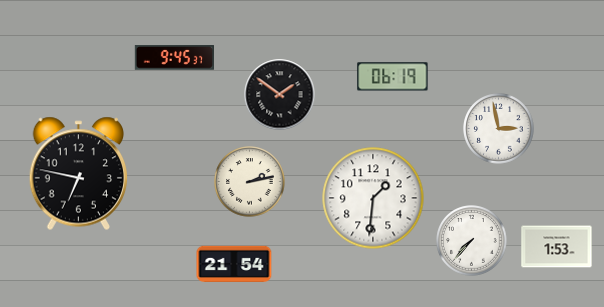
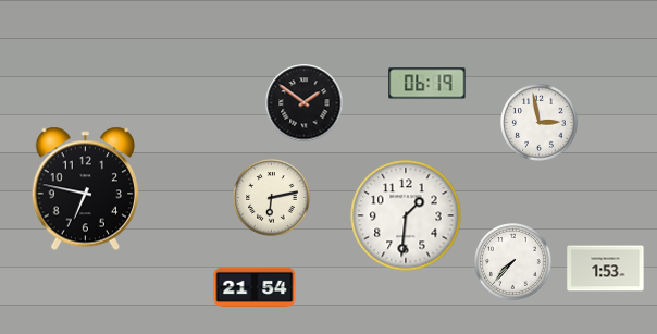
clock at (174, 58): 9:45 -> none
clock at (499, 129) position: (499, 129) -> (540, 123)
clock at (250, 182): 2:13 -> 6:13
